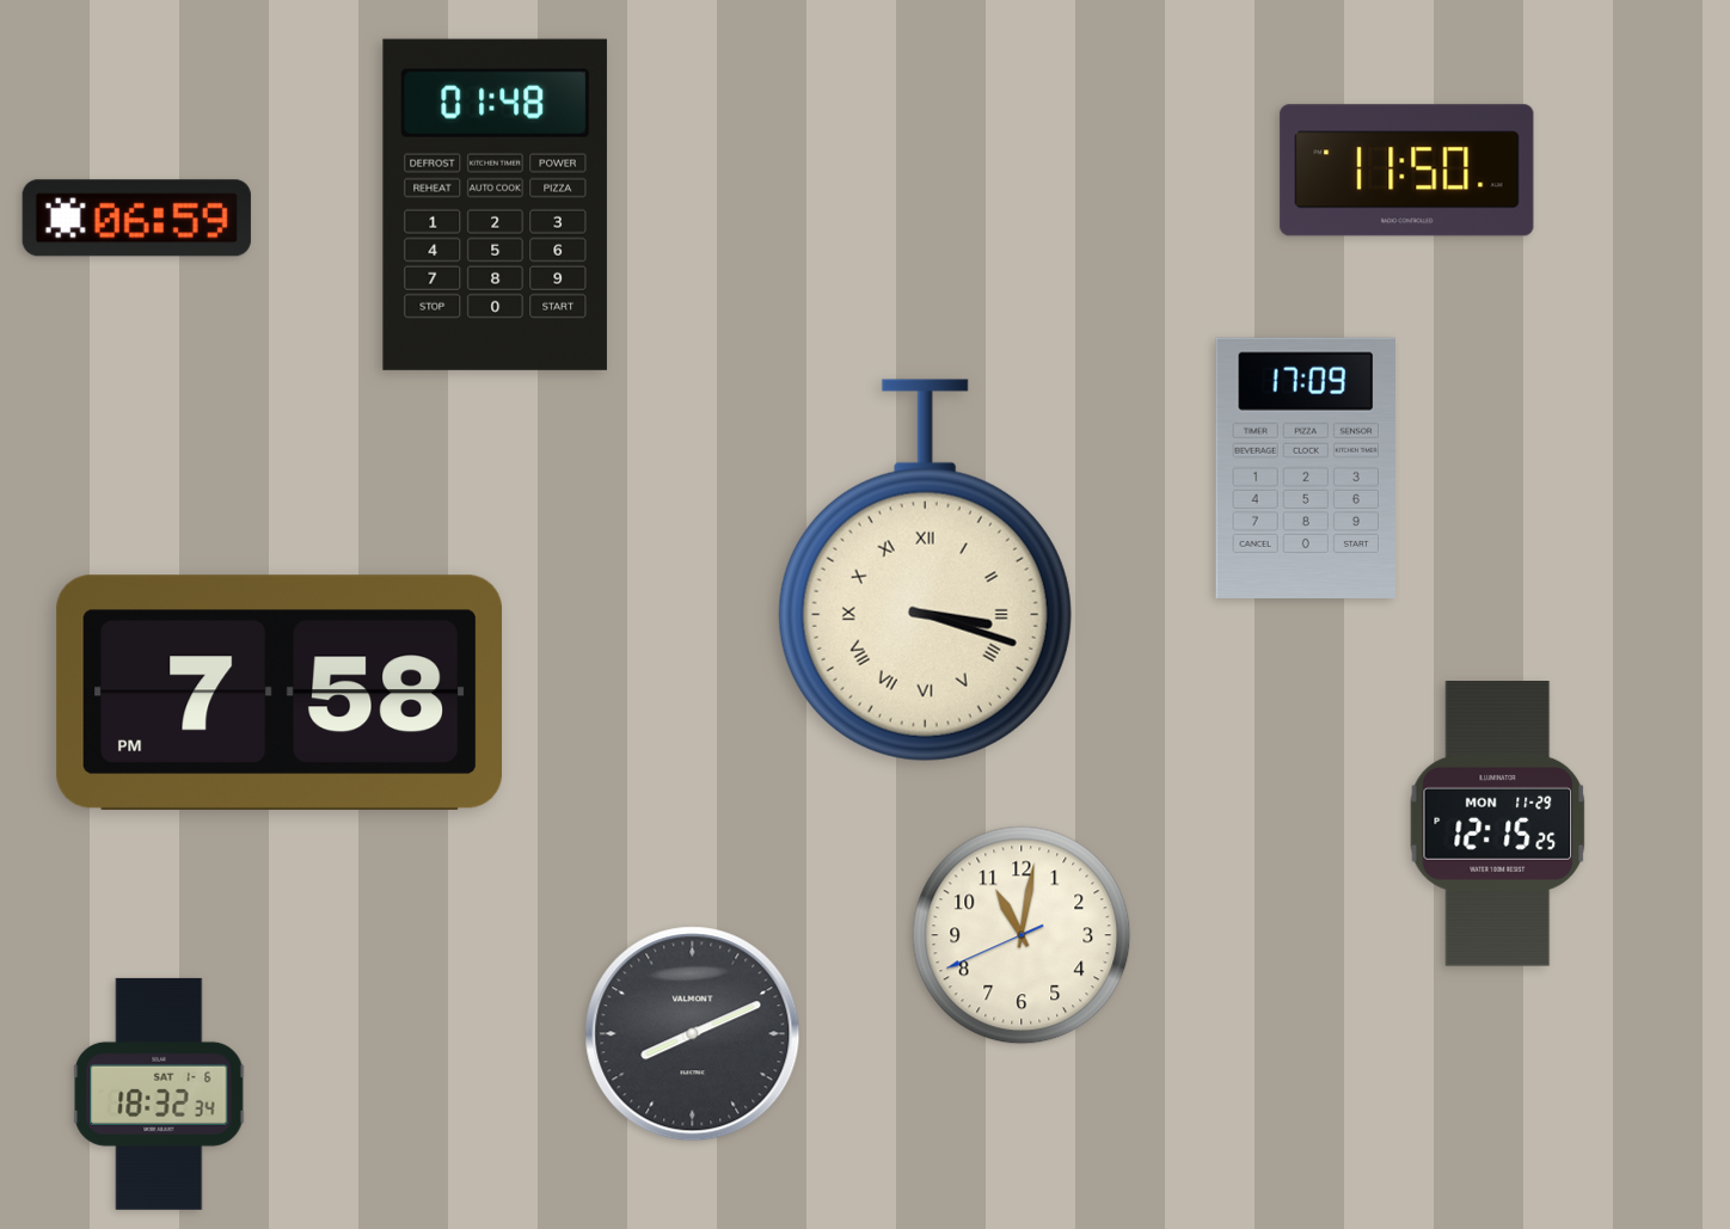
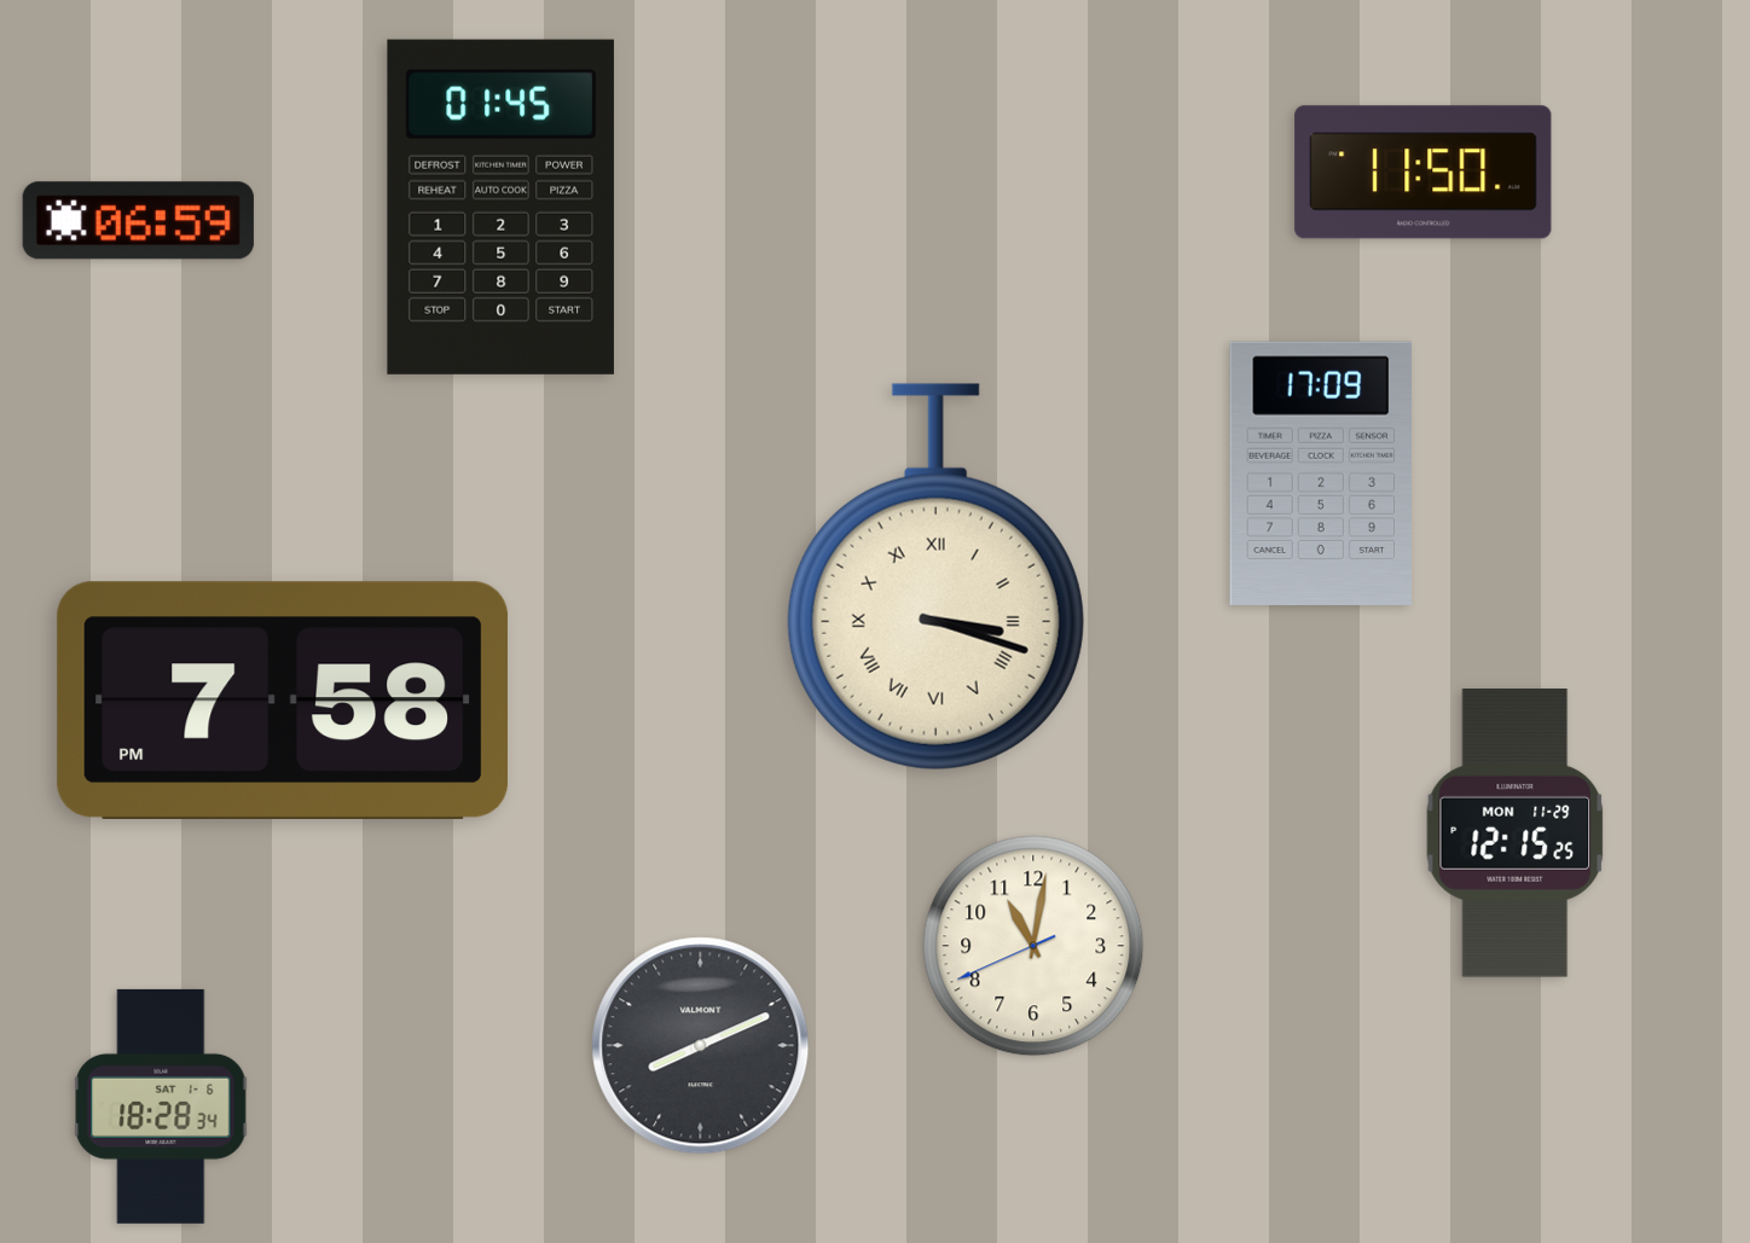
clock at (495, 204): 01:48 -> 01:45
clock at (159, 1094): 18:32 -> 18:28
